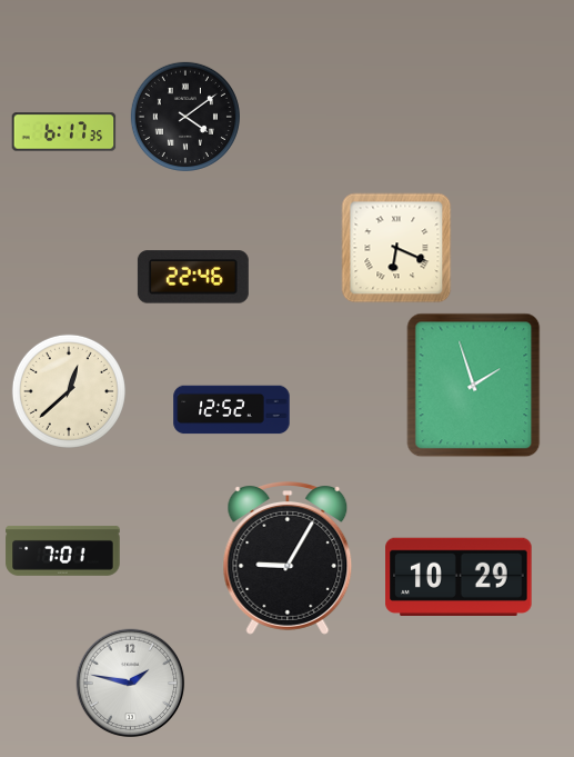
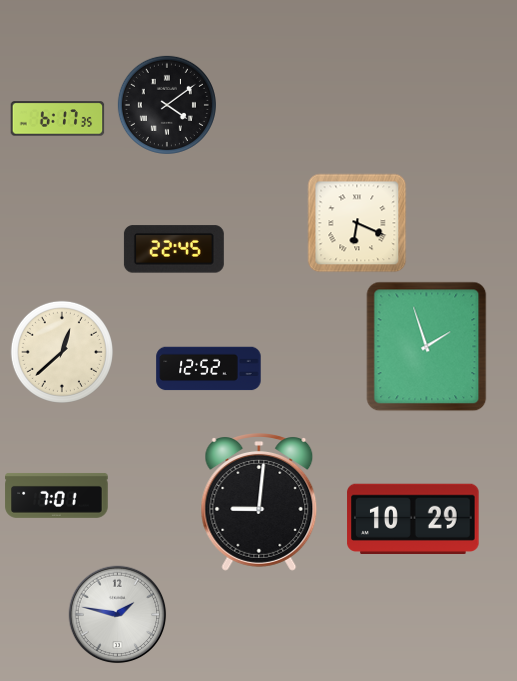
clock at (193, 277): 22:46 -> 22:45
clock at (288, 559): 9:05 -> 9:01
